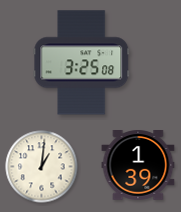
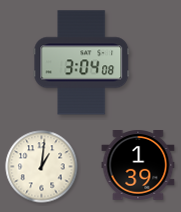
clock at (82, 63): 3:25 -> 3:04
